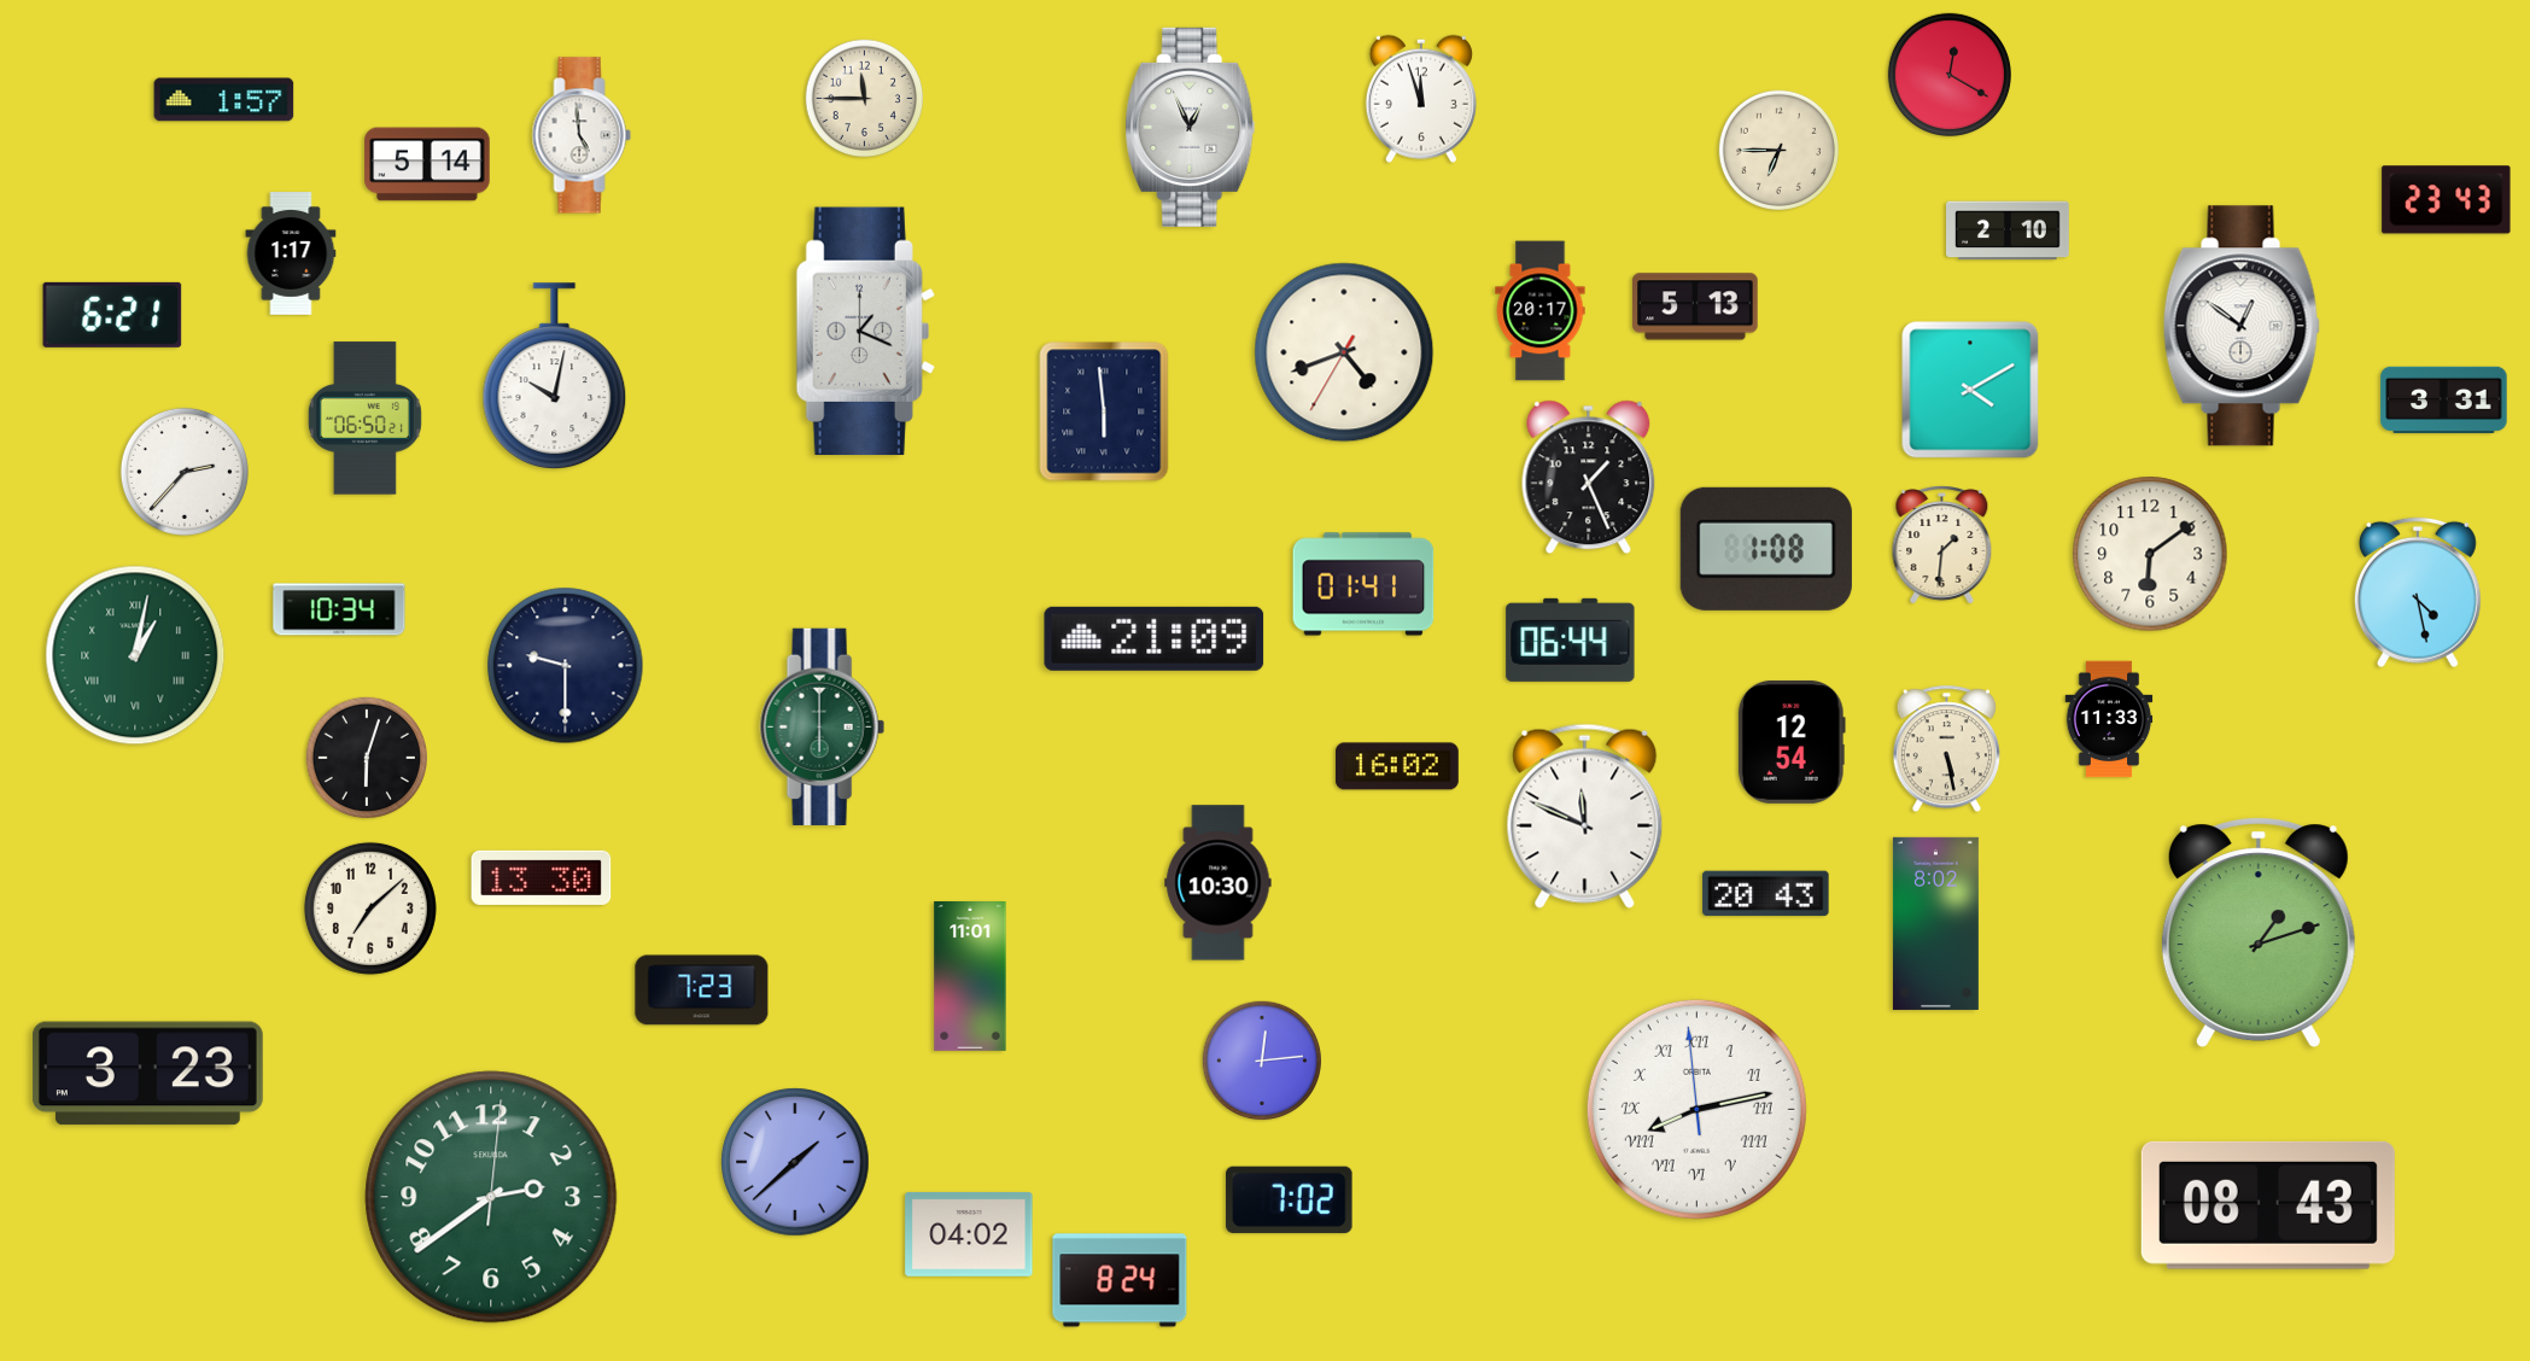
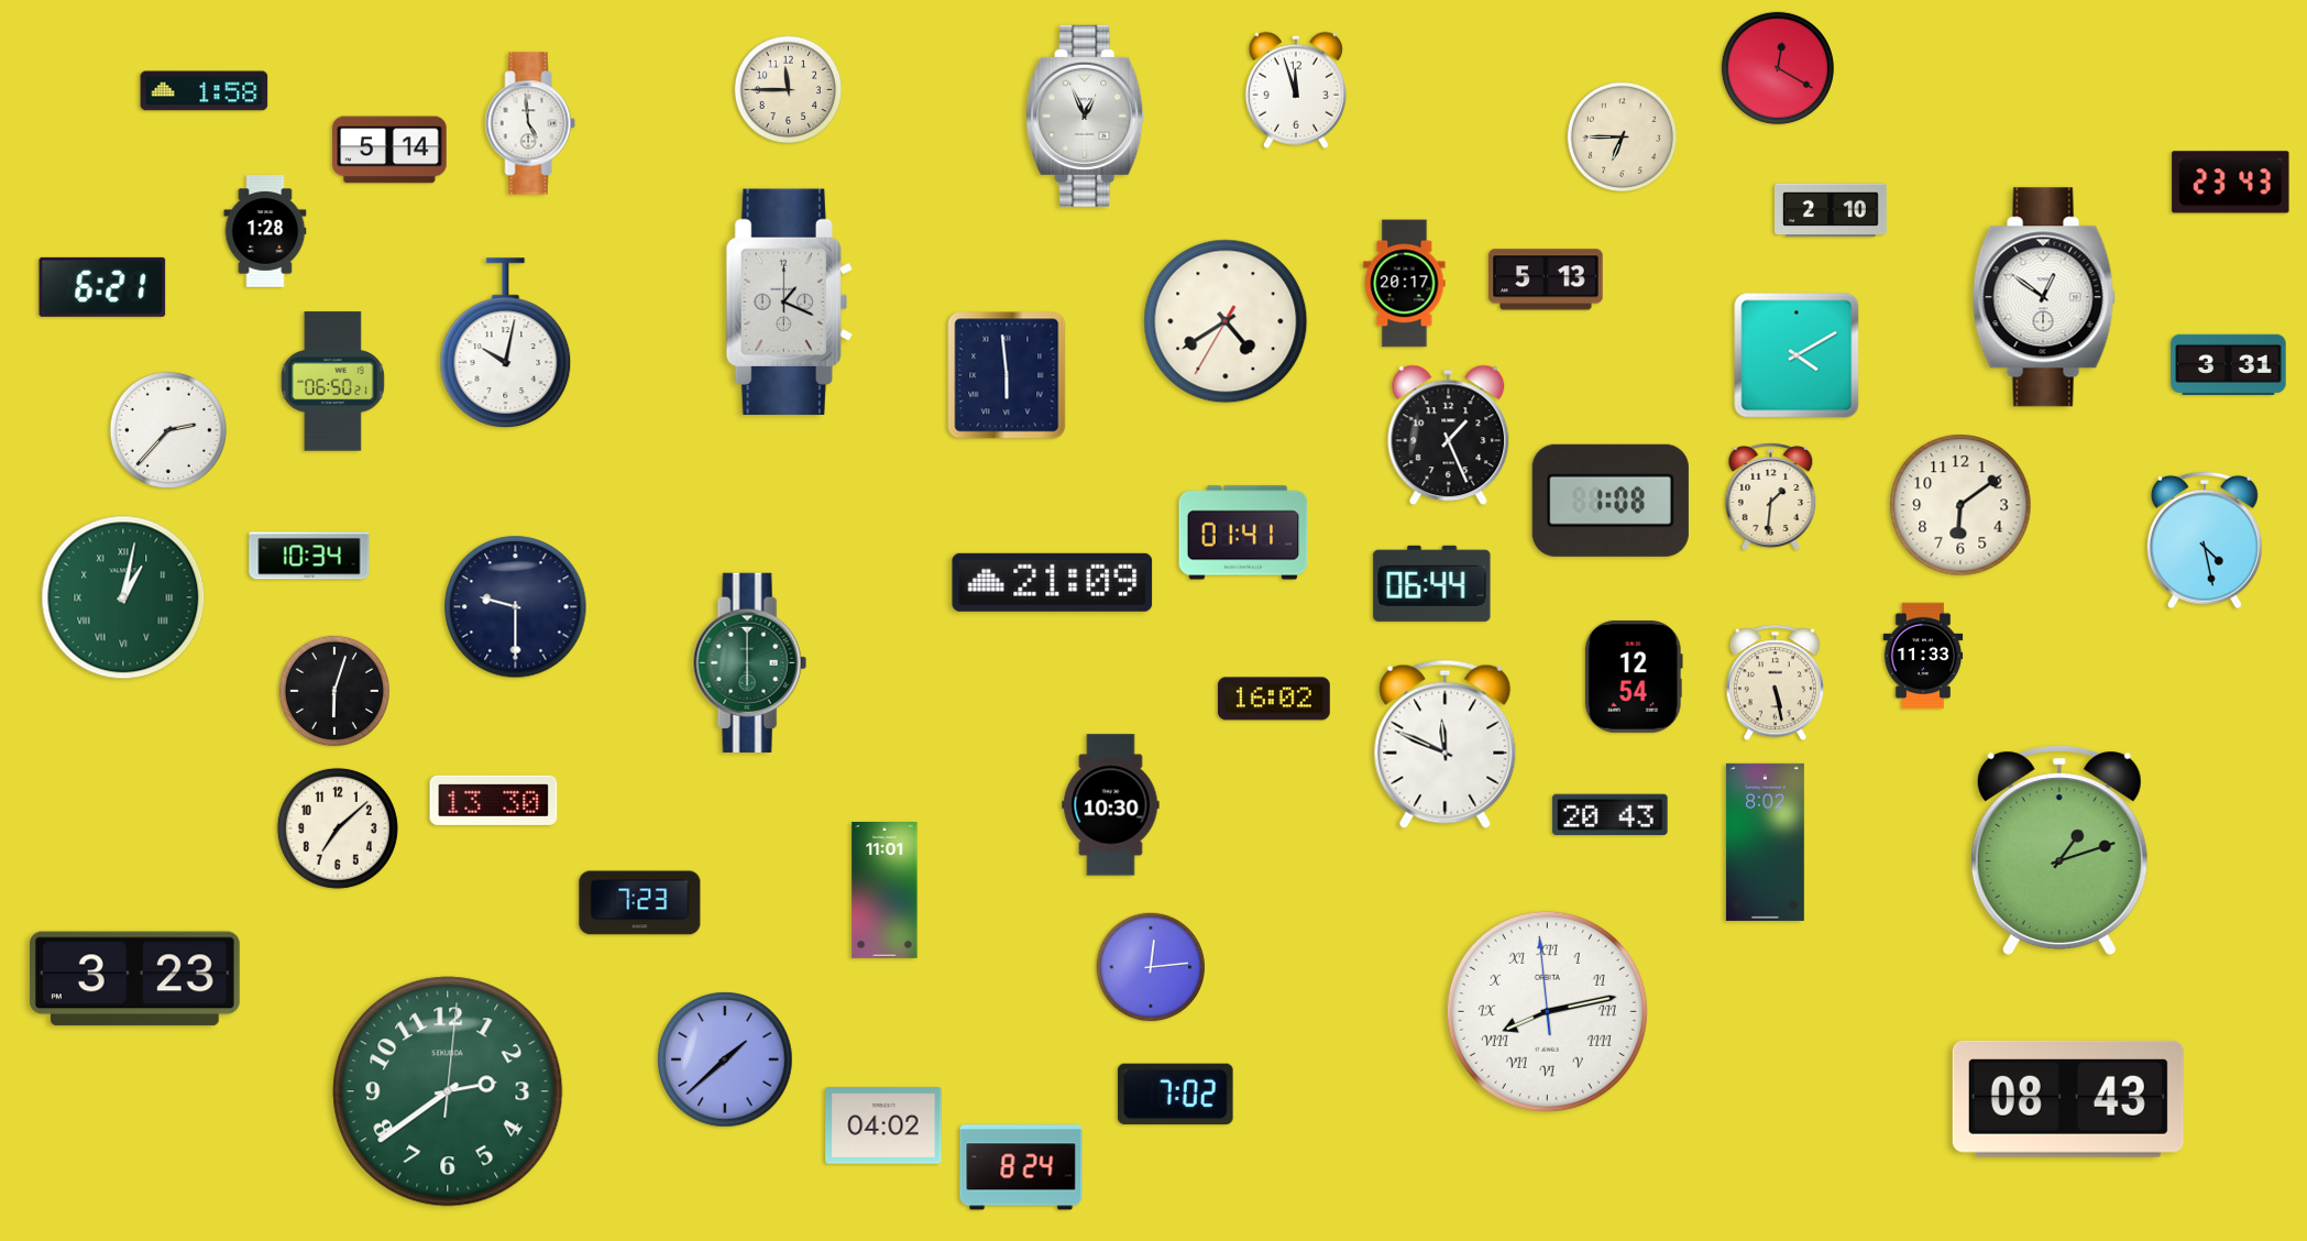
clock at (224, 100): 1:57 -> 1:58
clock at (291, 255): 1:17 -> 1:28
clock at (1344, 352): 4:41 -> 4:39
